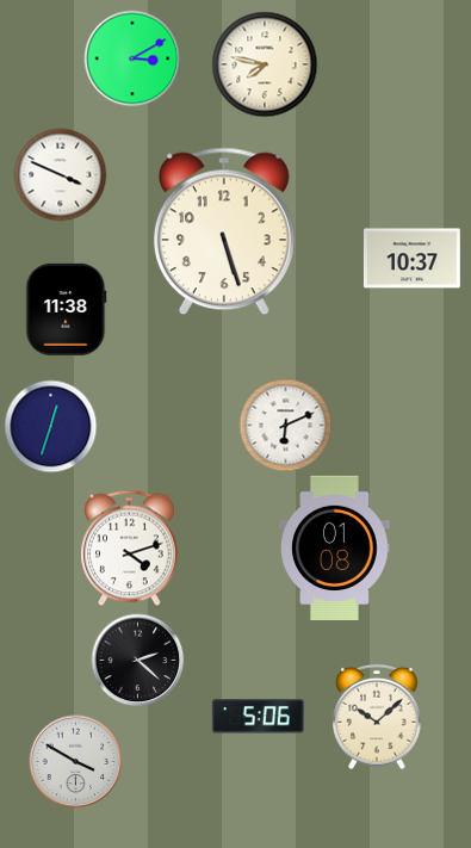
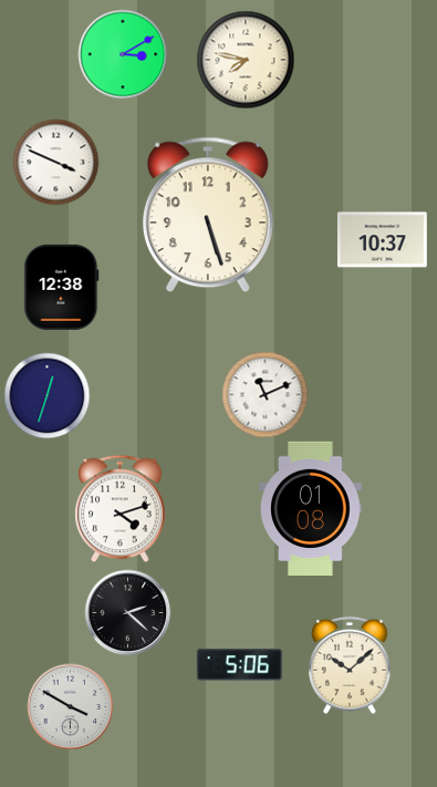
clock at (67, 309): 11:38 -> 12:38
clock at (285, 425): 6:11 -> 11:11
